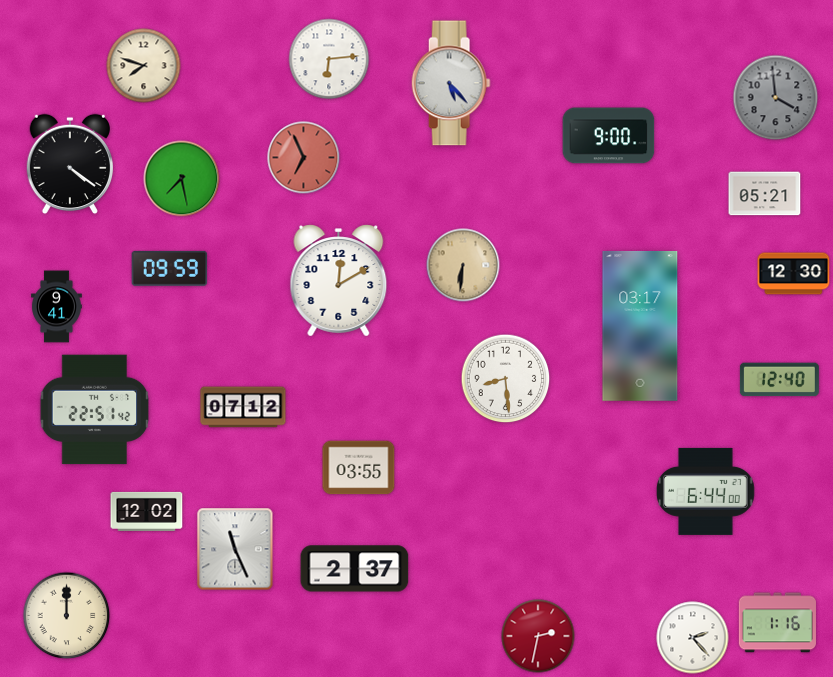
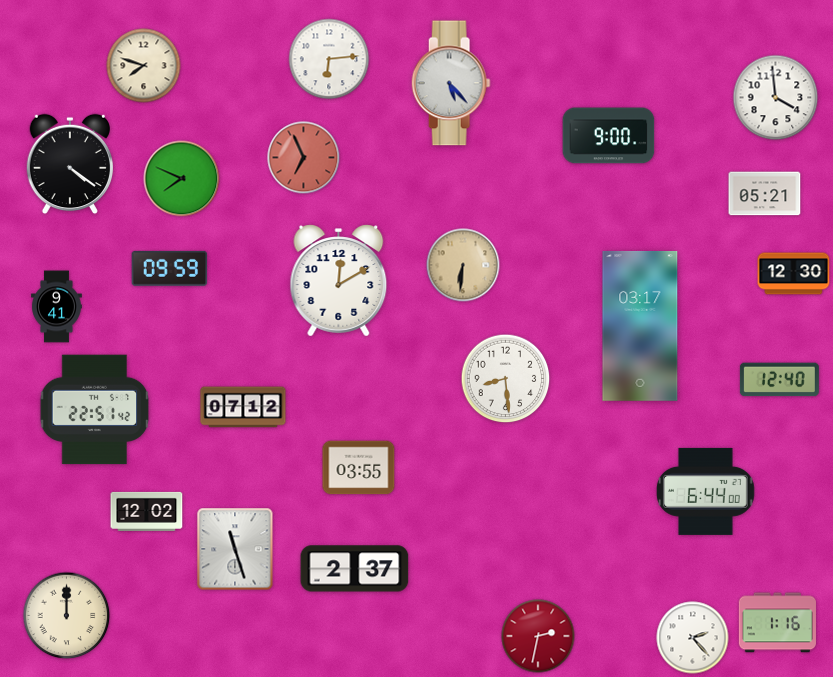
clock at (776, 98) dial: grey -> white
clock at (182, 179): 7:28 -> 7:49
clock at (235, 549): 11:26 -> 11:27
